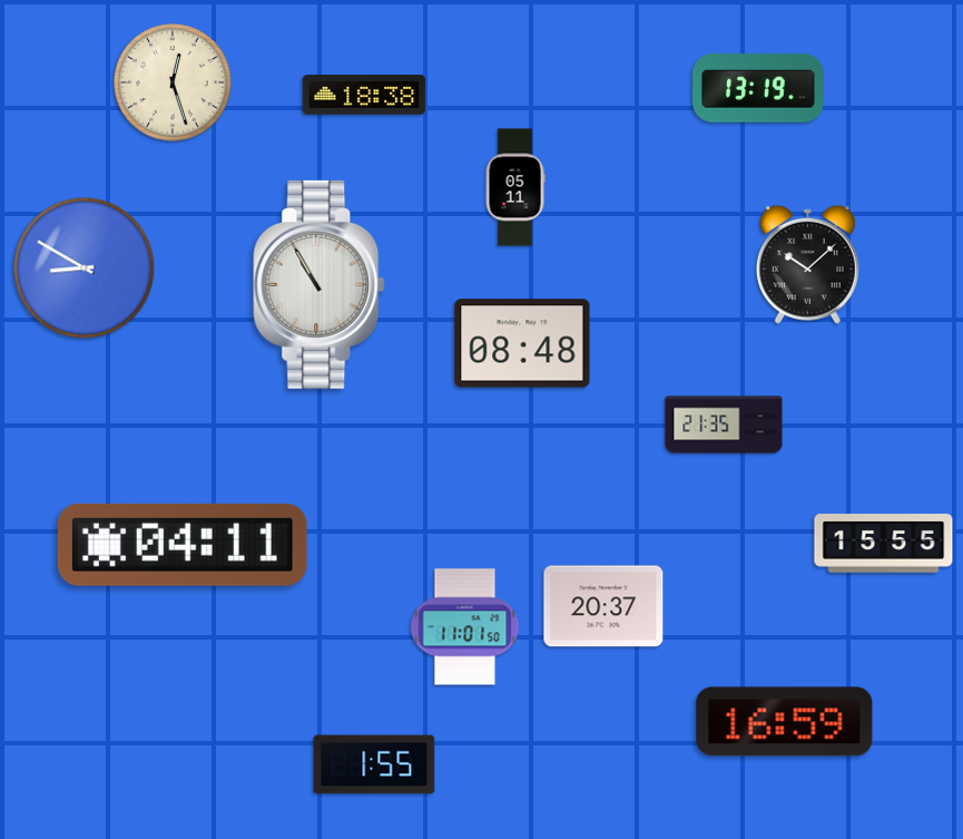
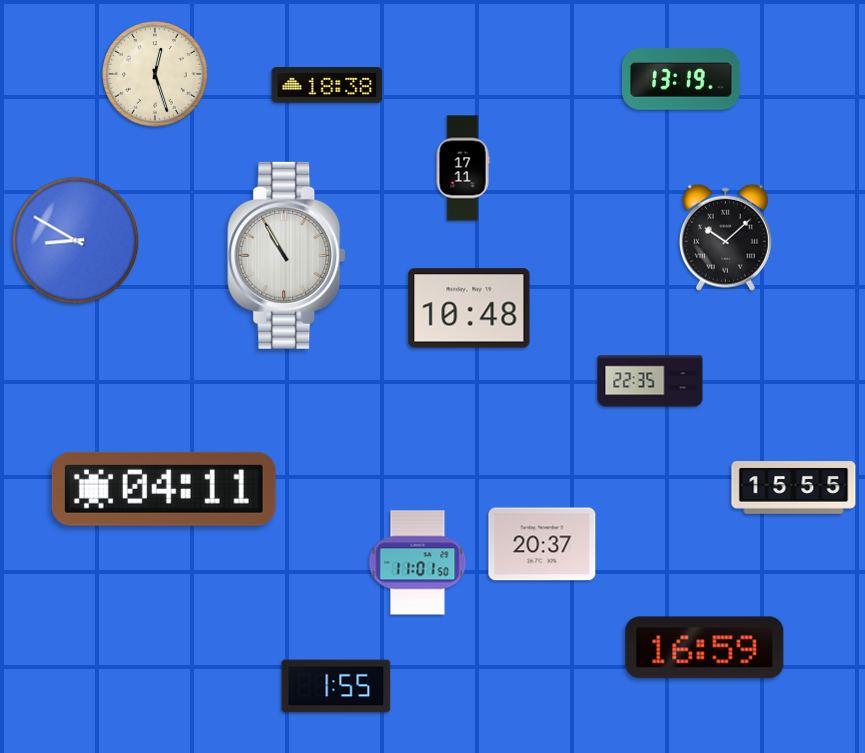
clock at (515, 187): 05:11 -> 17:11
clock at (522, 343): 08:48 -> 10:48
clock at (724, 425): 21:35 -> 22:35
